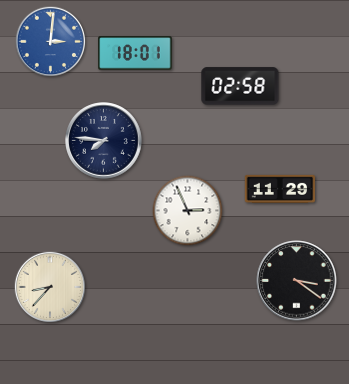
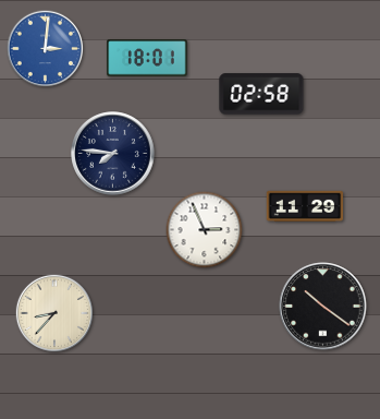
clock at (51, 42) position: (51, 42) -> (46, 49)
clock at (297, 281): 3:21 -> 10:21
